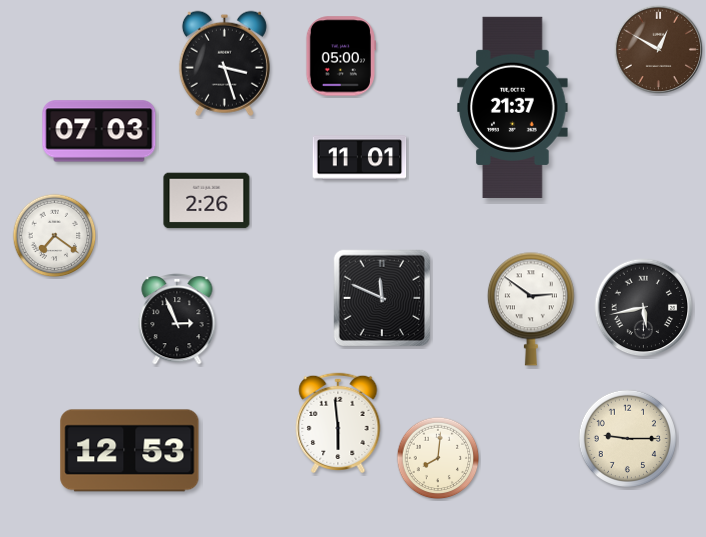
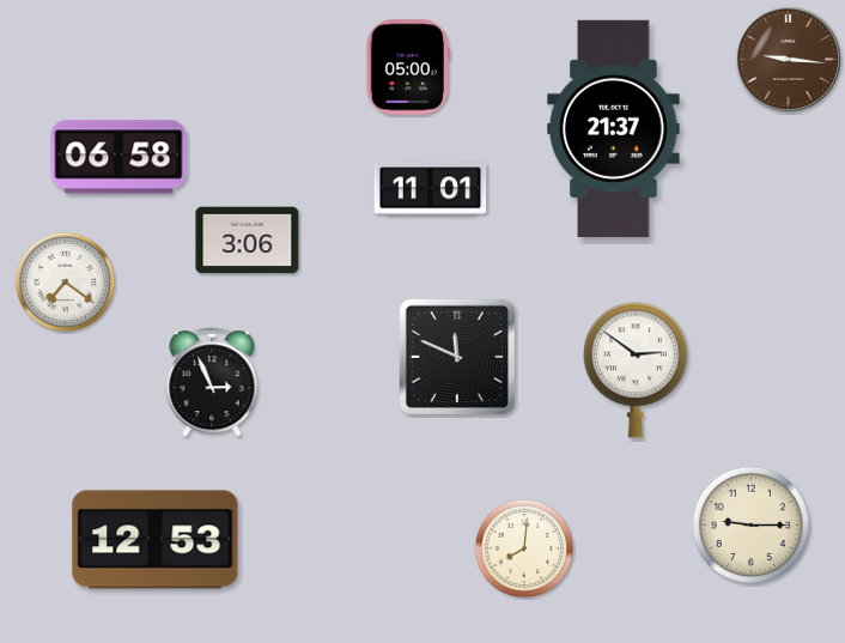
clock at (659, 50): 12:50 -> 9:16
clock at (224, 63): 3:27 -> none
clock at (99, 131): 07:03 -> 06:58
clock at (207, 201): 2:26 -> 3:06
clock at (644, 308): 5:43 -> none
clock at (338, 422): 5:59 -> none
